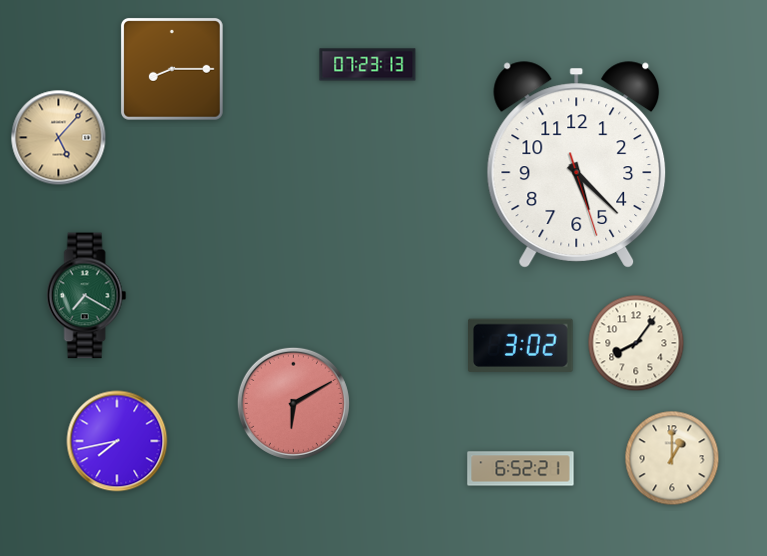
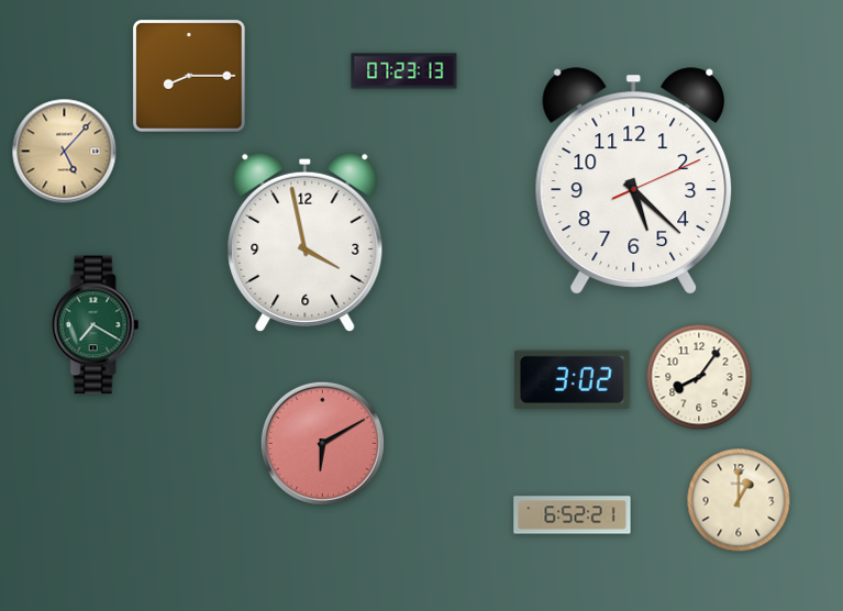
clock at (577, 165): 5:22:27 -> 5:22:11
clock at (306, 243): none -> 3:58
clock at (117, 441): 7:43 -> none
clock at (672, 458) position: (672, 458) -> (739, 500)
